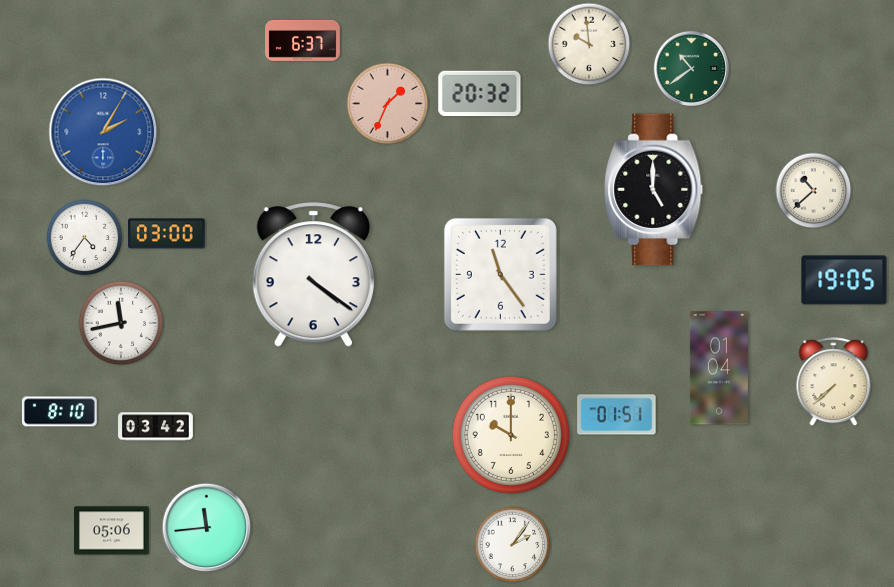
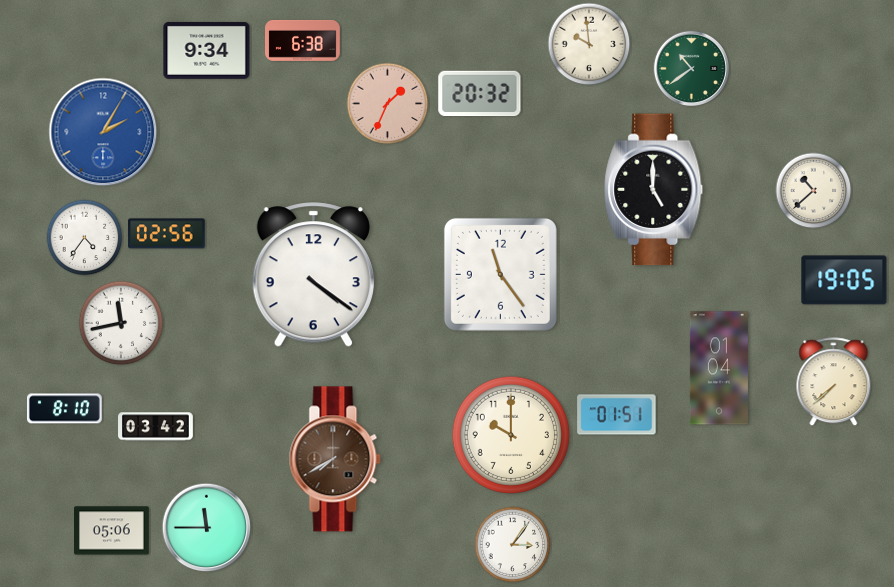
clock at (303, 40): 6:37 -> 6:38
clock at (207, 50): none -> 9:34
clock at (167, 234): 03:00 -> 02:56
clock at (60, 412) position: (60, 412) -> (65, 409)
clock at (335, 459): none -> 7:40
clock at (207, 528): 11:44 -> 11:45
clock at (513, 545): 2:06 -> 3:06
